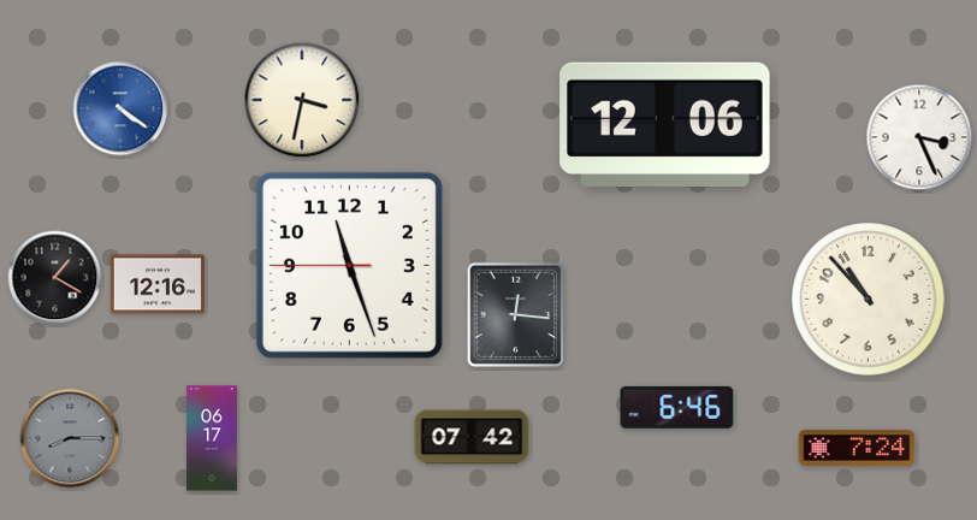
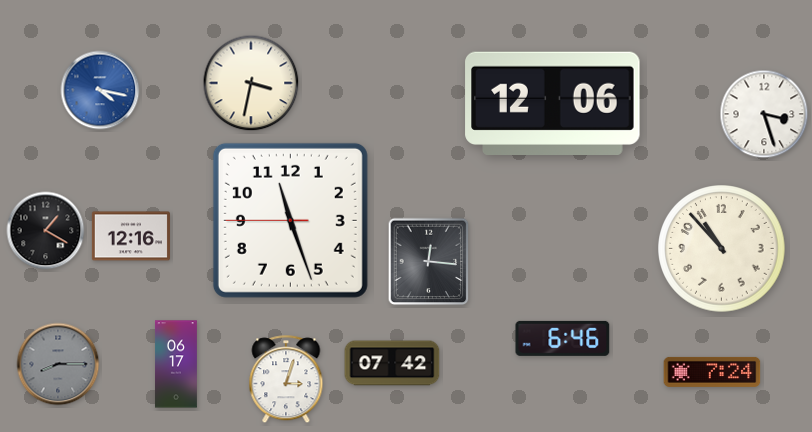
clock at (120, 108): 4:21 -> 4:17
clock at (919, 137): 3:26 -> 3:27
clock at (286, 380): none -> 3:03
